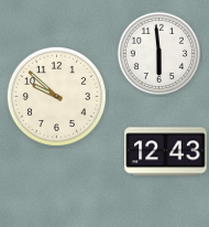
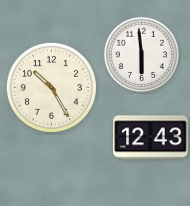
clock at (159, 54) position: (159, 54) -> (142, 55)
clock at (56, 96): 9:52 -> 10:25
